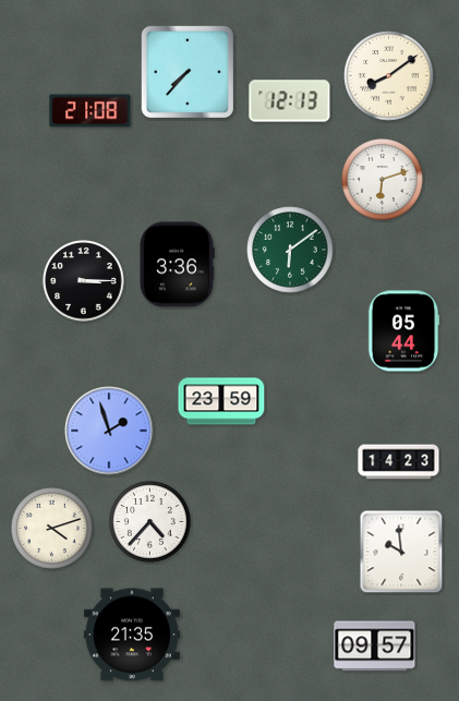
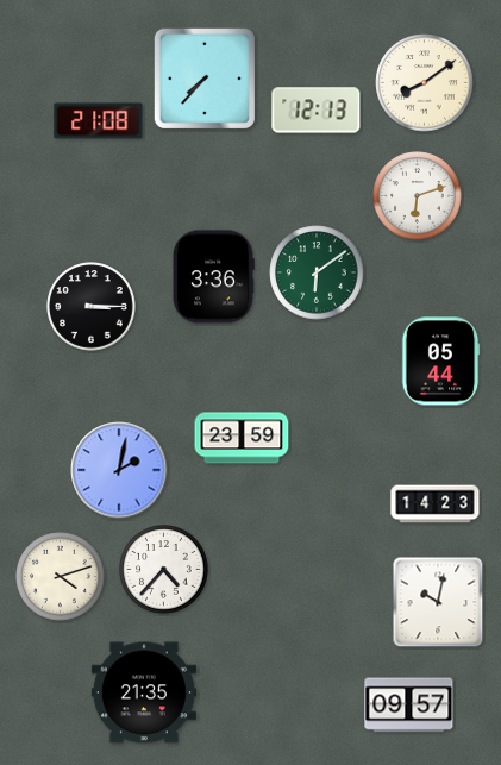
clock at (178, 265) position: (178, 265) -> (214, 277)
clock at (109, 431): 1:57 -> 2:02
clock at (52, 529) position: (52, 529) -> (61, 577)
clock at (401, 552): 9:59 -> 10:02
